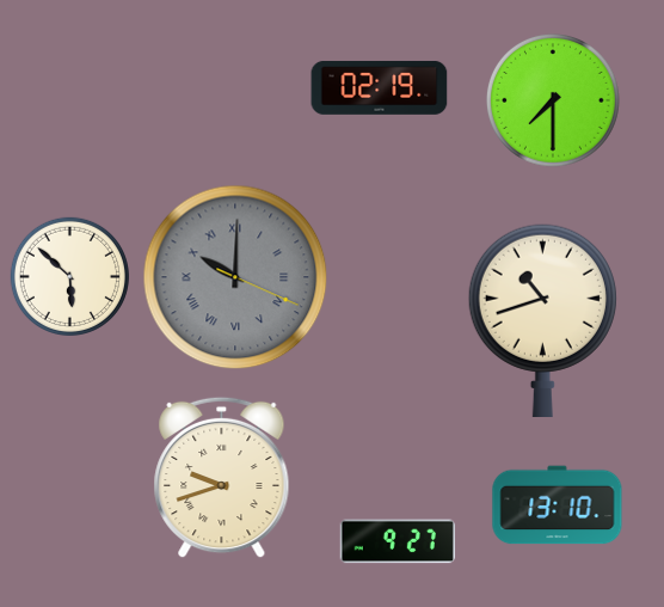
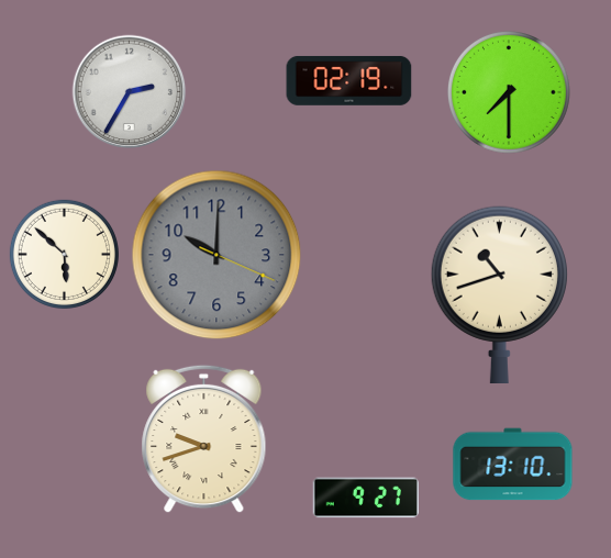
clock at (130, 92): none -> 2:35
clock at (235, 277) numerals: Roman -> Arabic
